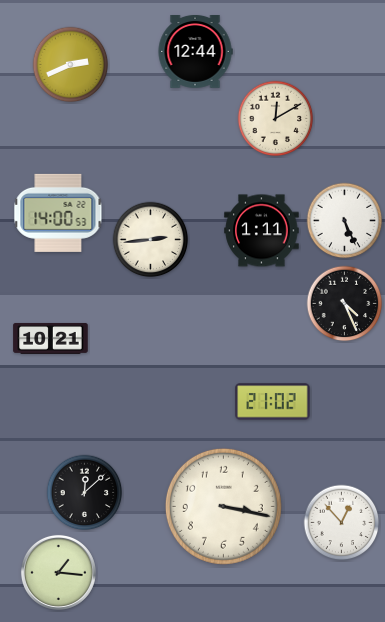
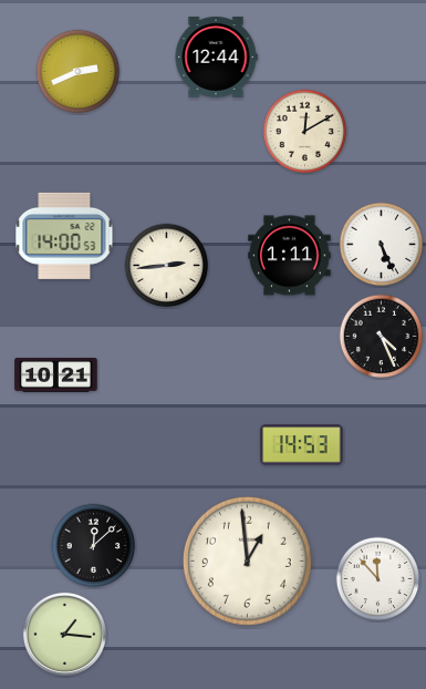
clock at (273, 402): 21:02 -> 14:53
clock at (223, 506): 3:17 -> 12:59
clock at (342, 523): 12:53 -> 11:53
